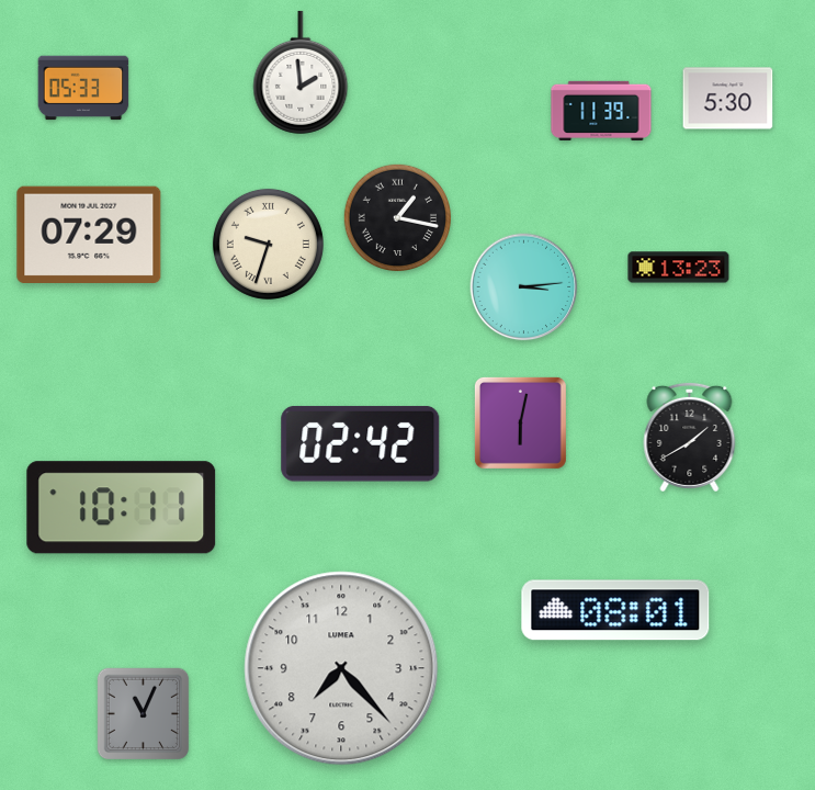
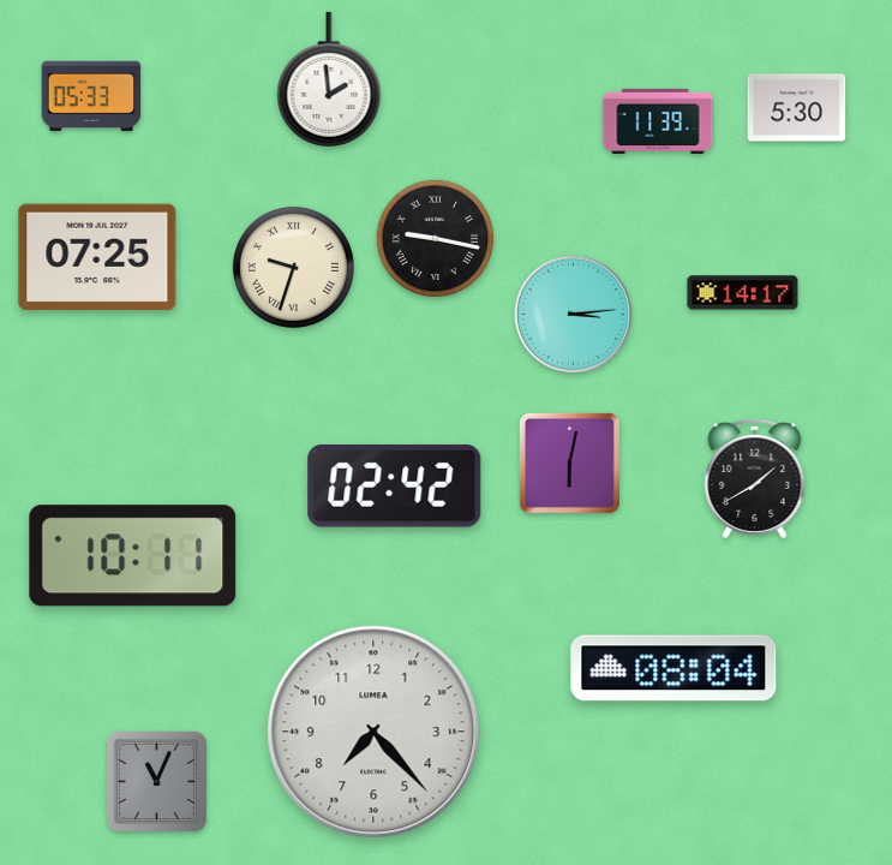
clock at (397, 217): 1:17 -> 9:17
clock at (89, 234): 07:29 -> 07:25
clock at (679, 268): 13:23 -> 14:17
clock at (615, 610): 08:01 -> 08:04
